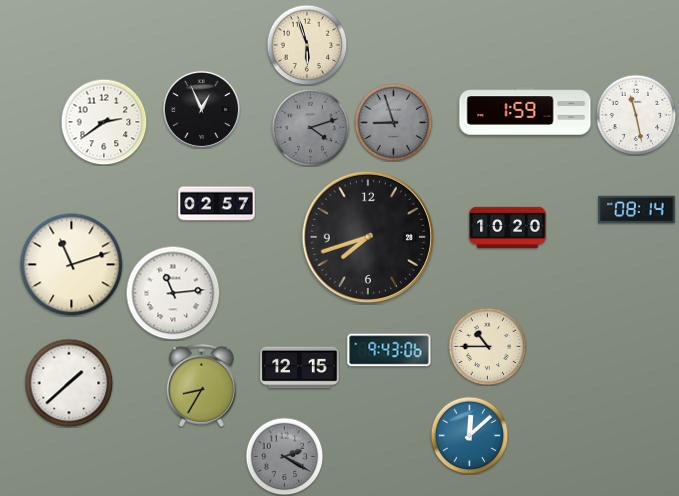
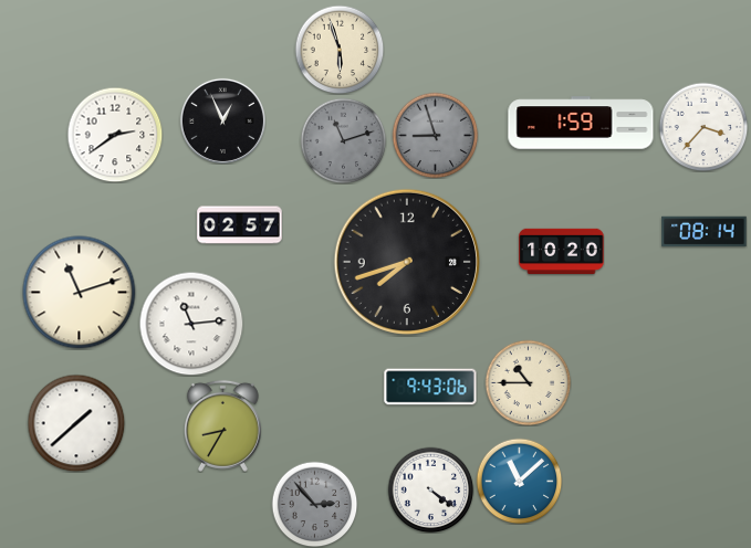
clock at (636, 115): 11:28 -> 3:37
clock at (310, 127): 4:12 -> 11:12
clock at (487, 346) position: (487, 346) -> (528, 382)
clock at (300, 368): 12:15 -> none
clock at (469, 435): 12:08 -> 11:08
clock at (430, 489): none -> 4:21
clock at (284, 456): 2:20 -> 2:53
